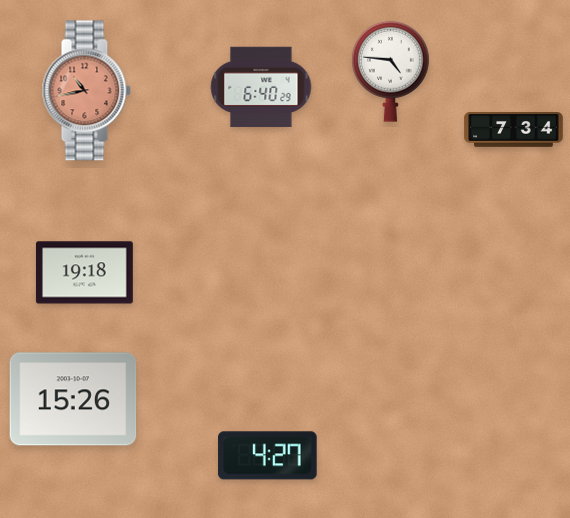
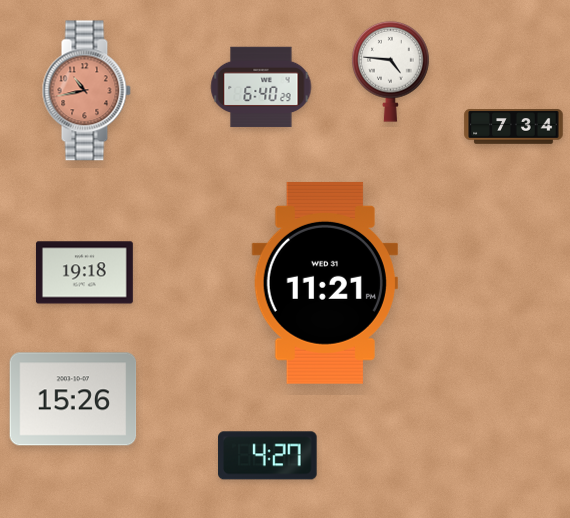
clock at (514, 130) position: (514, 130) -> (514, 127)
clock at (325, 283): none -> 11:21
